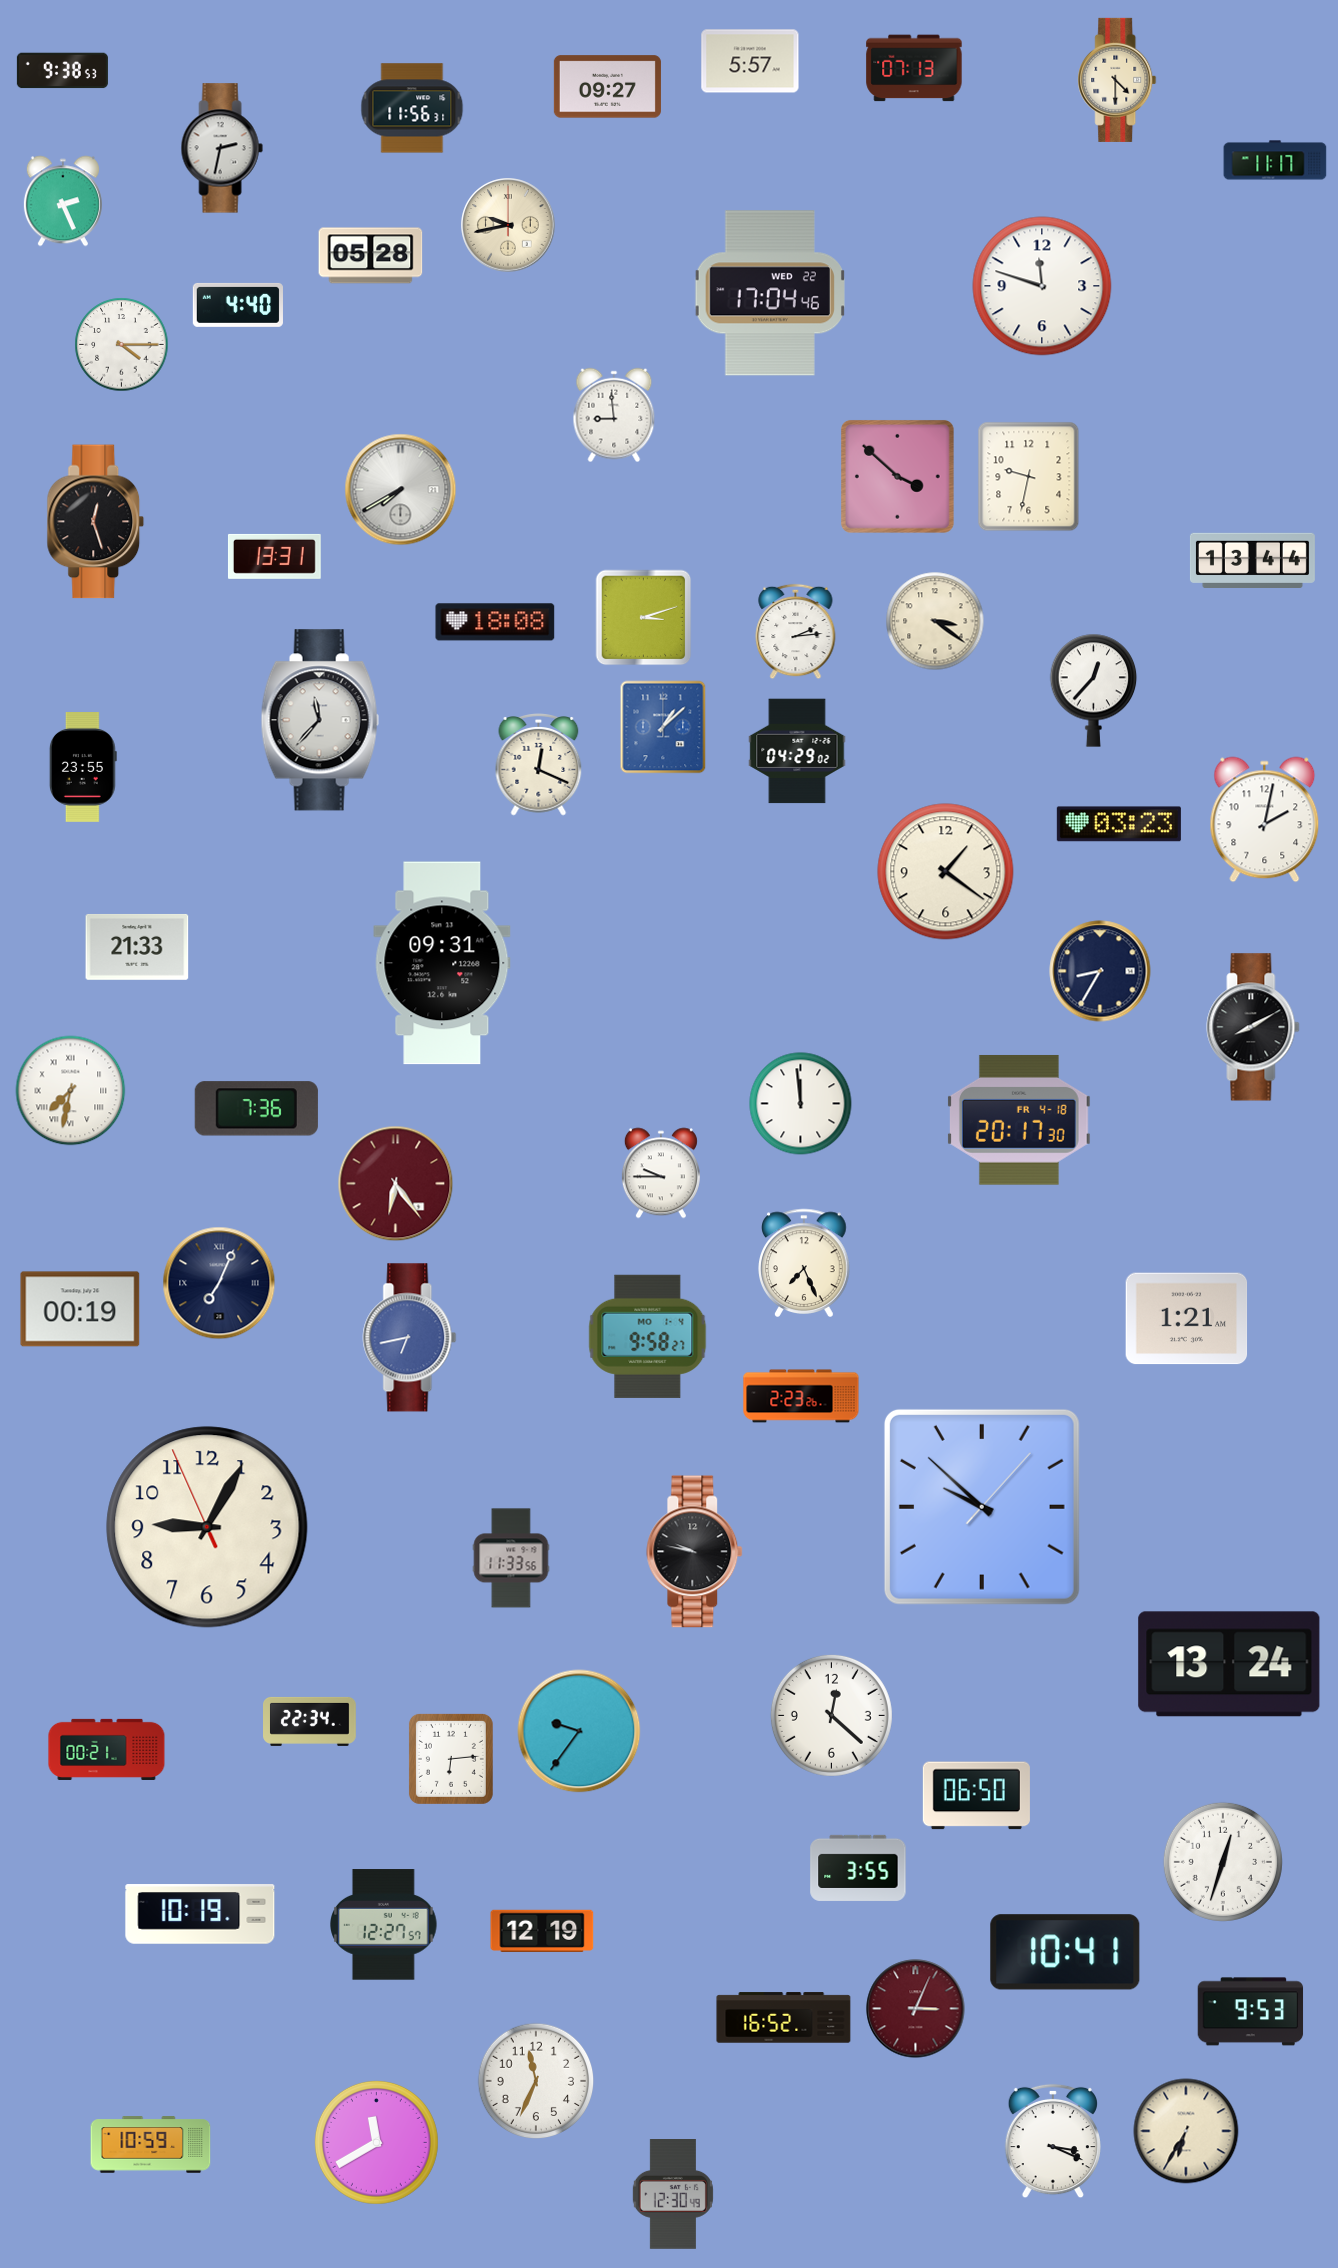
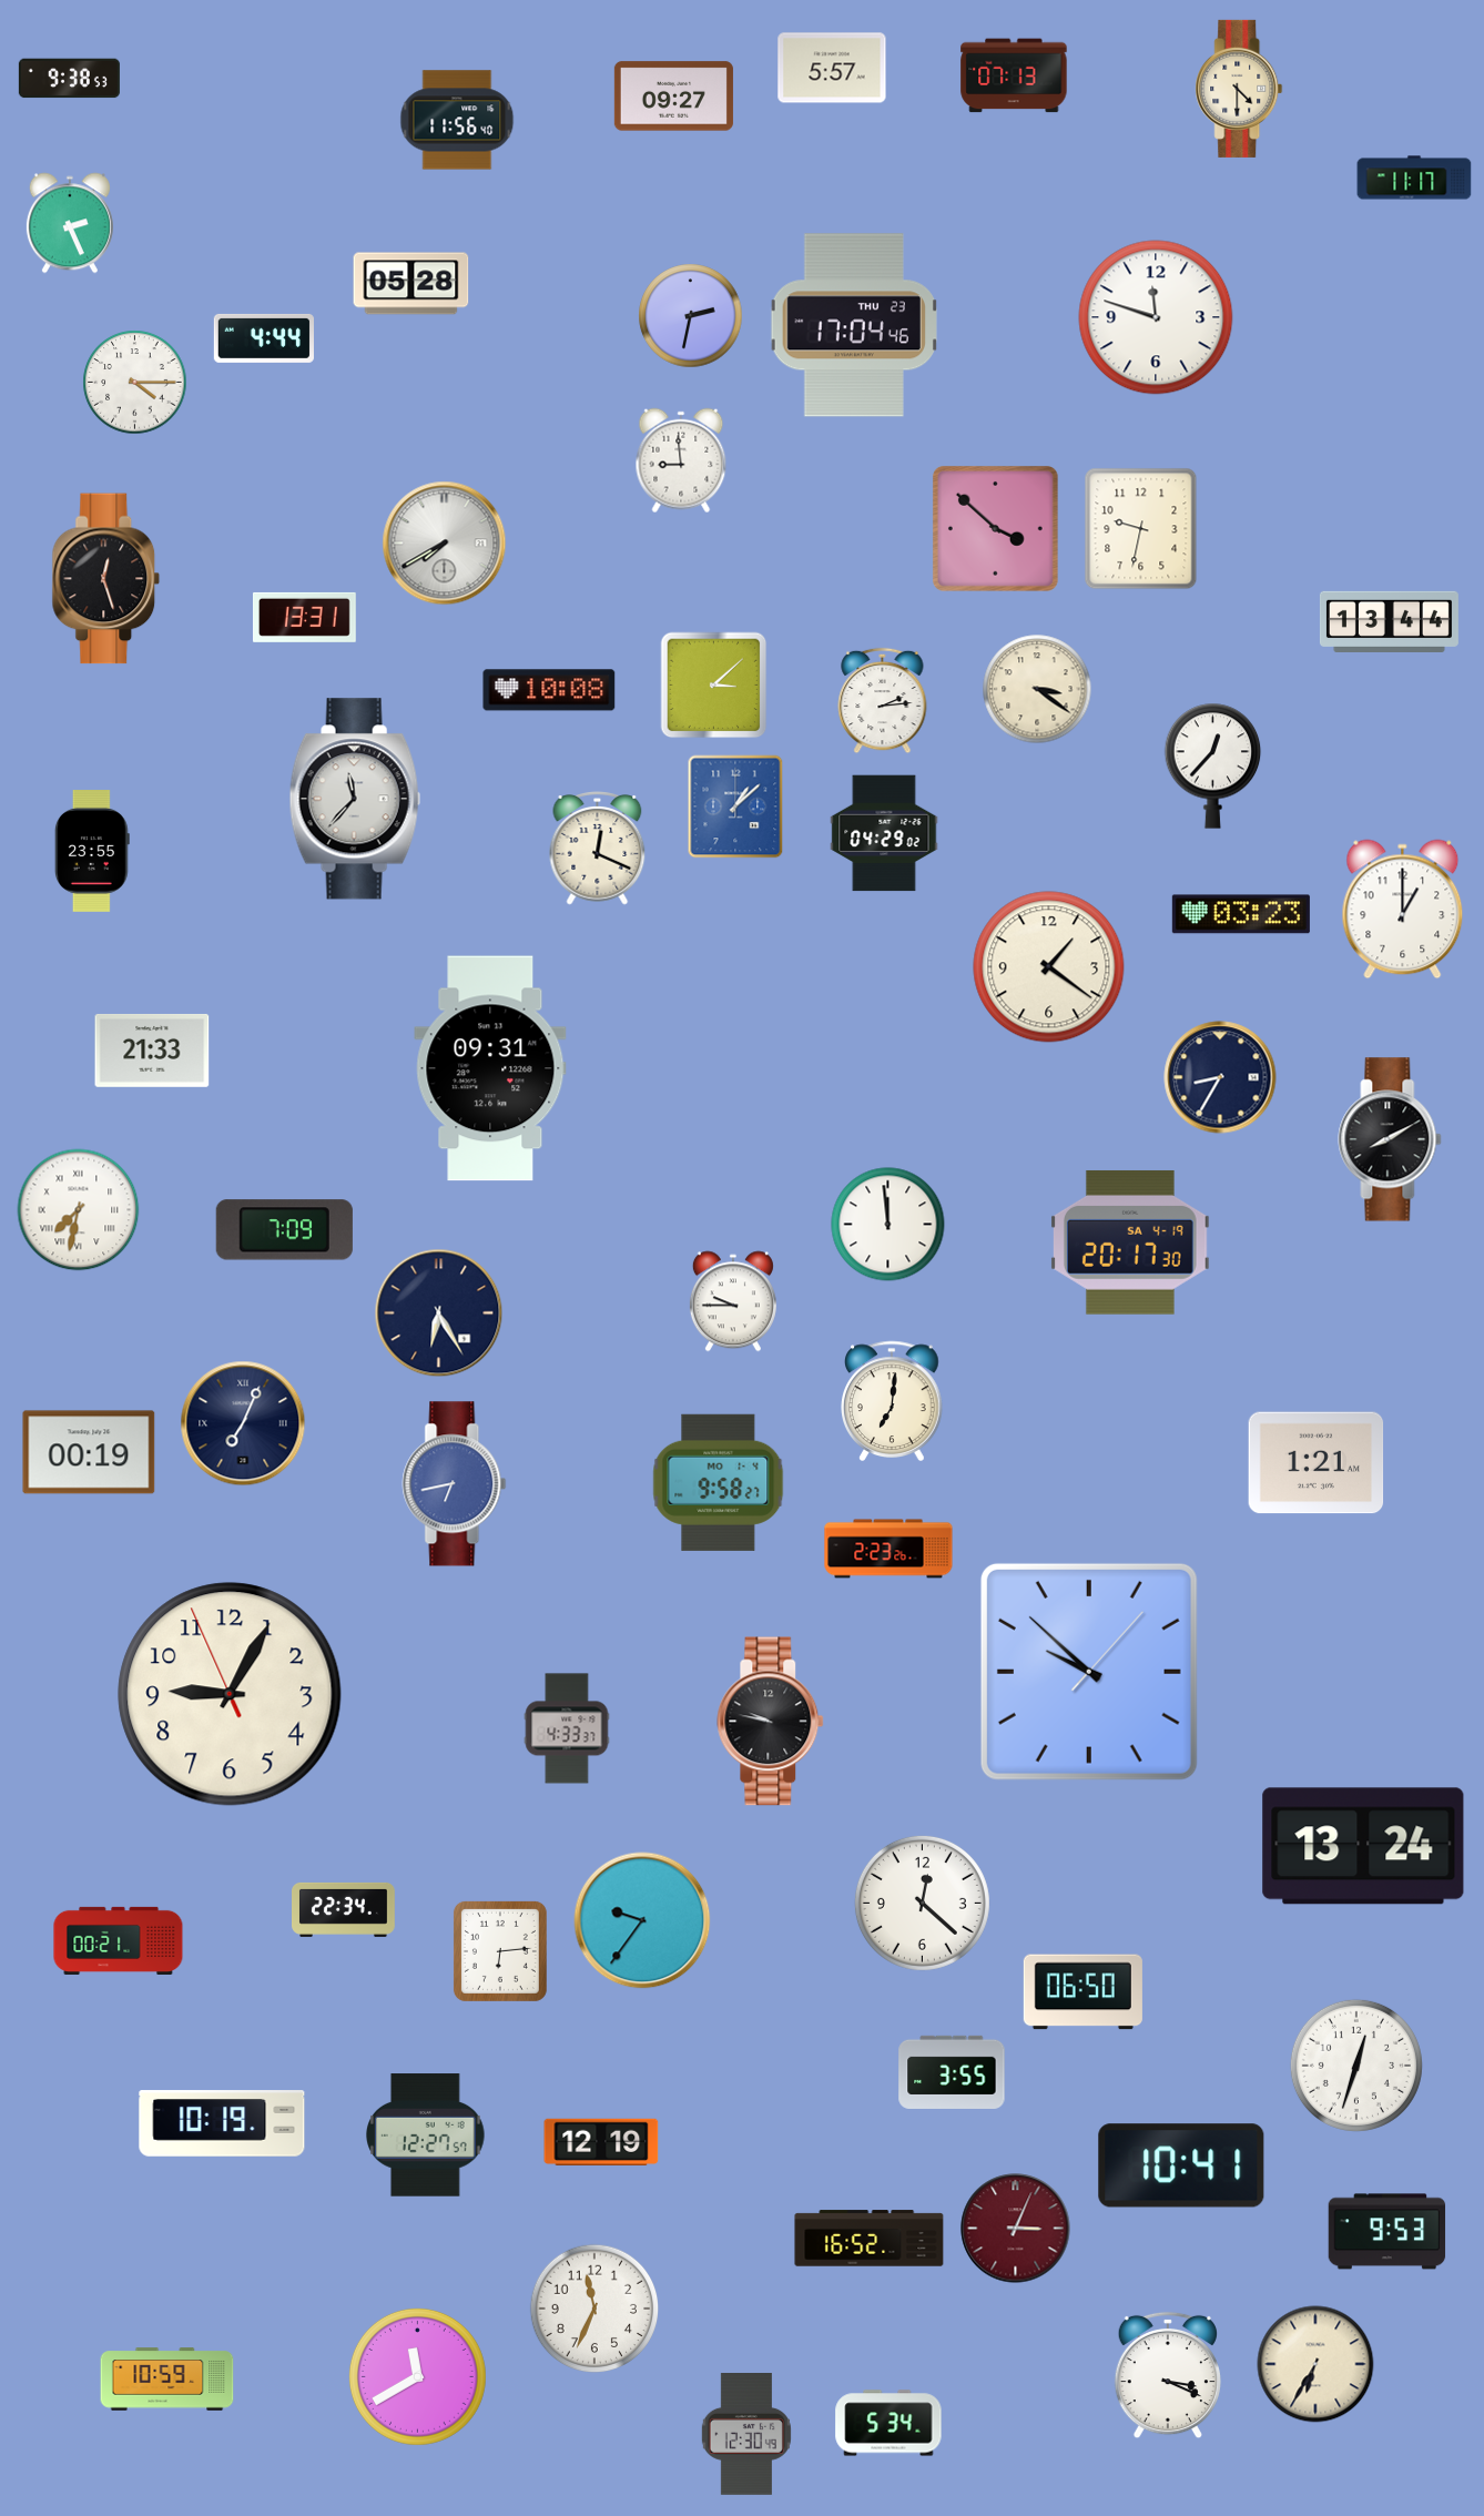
clock at (412, 108): 11:56:31 -> 11:56:40
clock at (222, 148): 2:32 -> none
clock at (508, 225): 9:43 -> none
clock at (691, 316): none -> 2:32
clock at (769, 293) date: WED 22 -> THU 23
clock at (238, 305): 4:40 -> 4:44
clock at (644, 618): 3:12 -> 3:08
clock at (495, 622): 18:08 -> 10:08
clock at (1265, 820): 2:02 -> 1:00
clock at (256, 1109): 7:36 -> 7:09
clock at (1019, 1120) date: FR 4-18 -> SA 4-19
clock at (396, 1184): 6:24 -> 6:25
clock at (396, 1184) dial: burgundy -> navy
clock at (804, 1262): 7:26 -> 7:01
clock at (511, 1558): 11:33 -> 4:33
clock at (888, 2423): none -> 5:34
